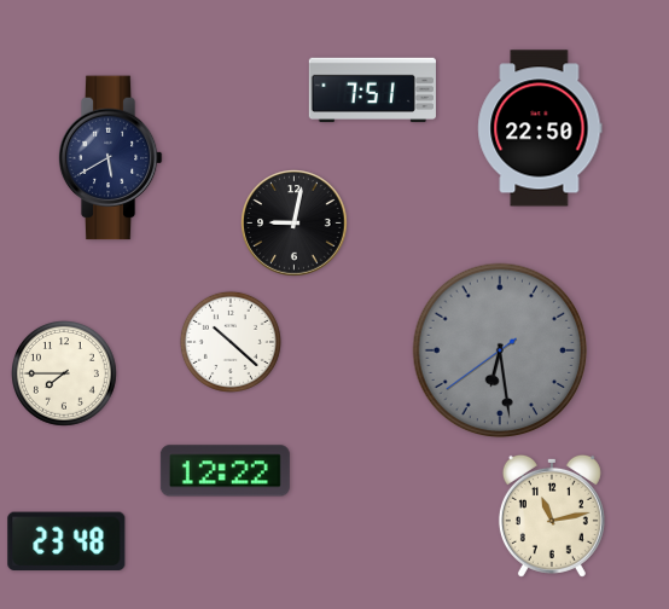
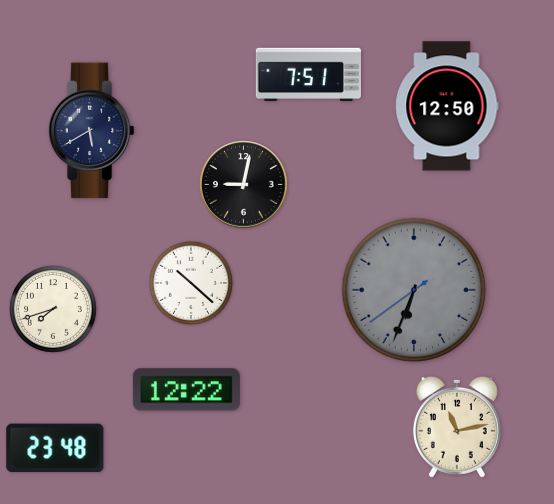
clock at (540, 128): 22:50 -> 12:50
clock at (500, 350): 6:28 -> 6:33
clock at (65, 375): 7:45 -> 7:42
